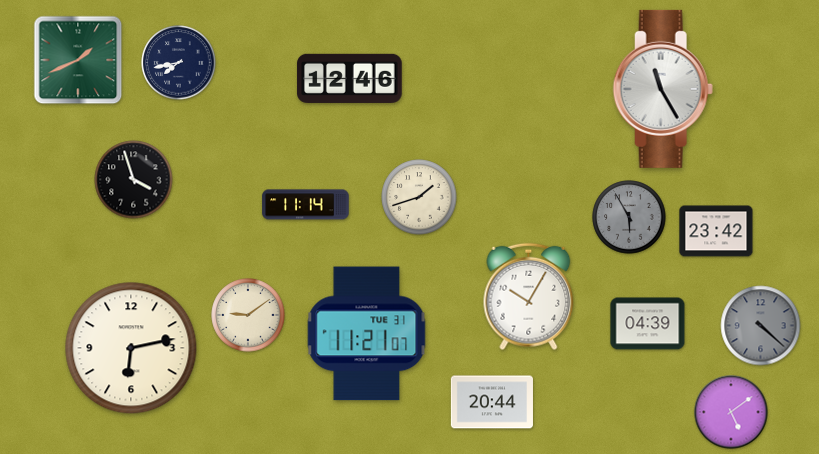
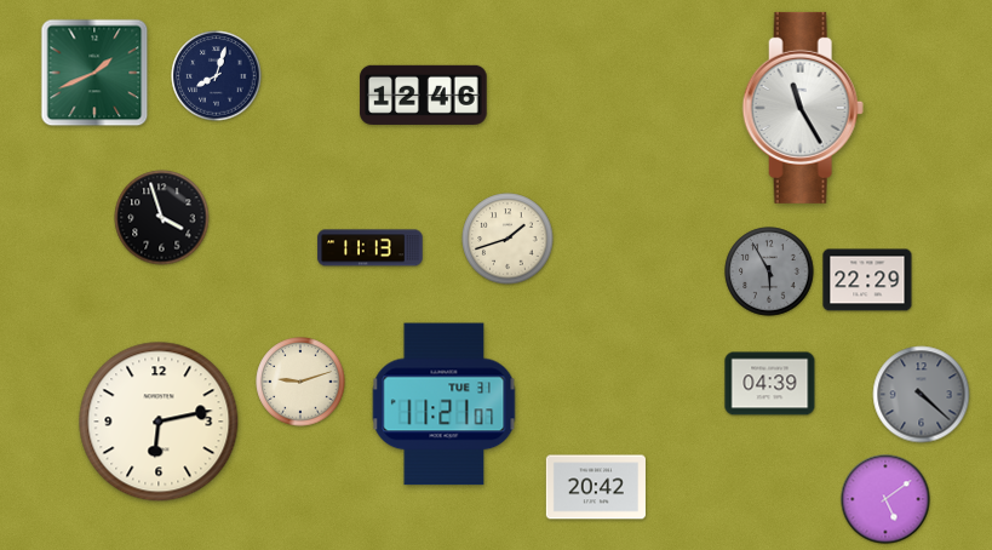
clock at (179, 63): 7:43 -> 8:03
clock at (306, 205): 11:14 -> 11:13
clock at (629, 217) position: (629, 217) -> (769, 271)
clock at (716, 231): 23:42 -> 22:29
clock at (529, 297): 10:05 -> none
clock at (248, 315): 9:09 -> 9:12
clock at (648, 324) position: (648, 324) -> (770, 384)
clock at (492, 402): 20:44 -> 20:42
